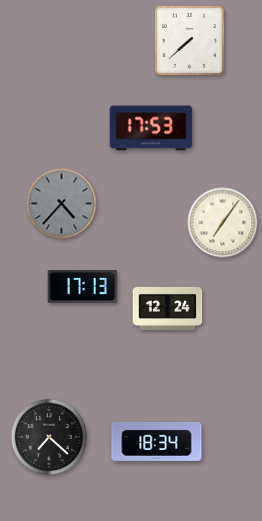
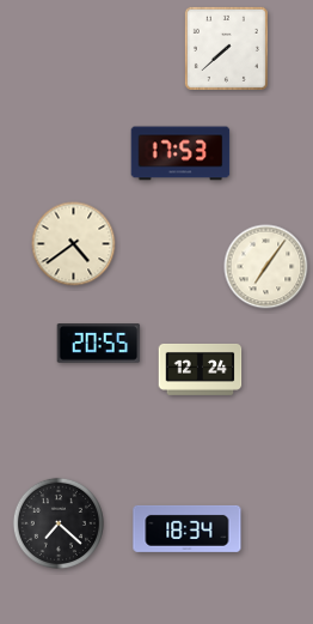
clock at (62, 204): 4:37 -> 4:39
clock at (62, 204) dial: grey -> cream
clock at (83, 287): 17:13 -> 20:55
